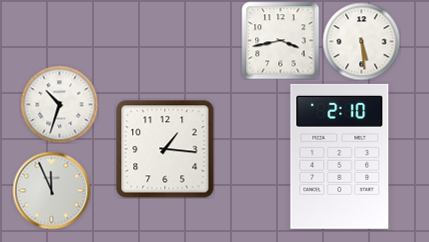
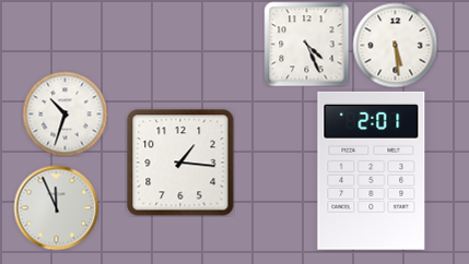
clock at (280, 40): 3:43 -> 4:26
clock at (340, 156): 2:10 -> 2:01
